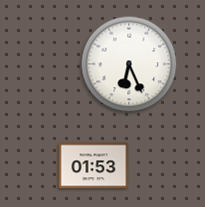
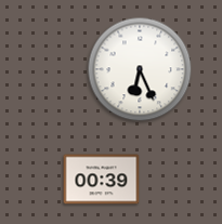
clock at (94, 166): 01:53 -> 00:39
